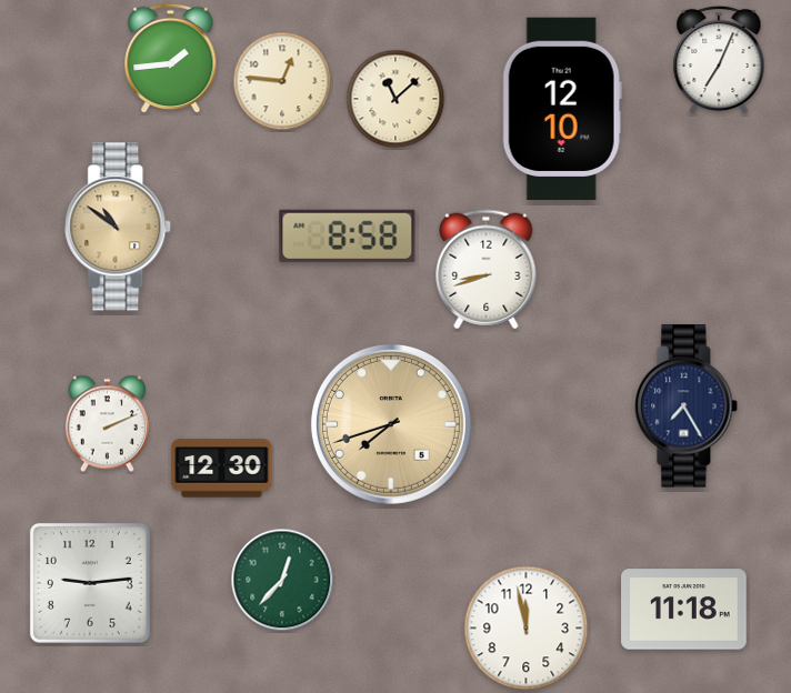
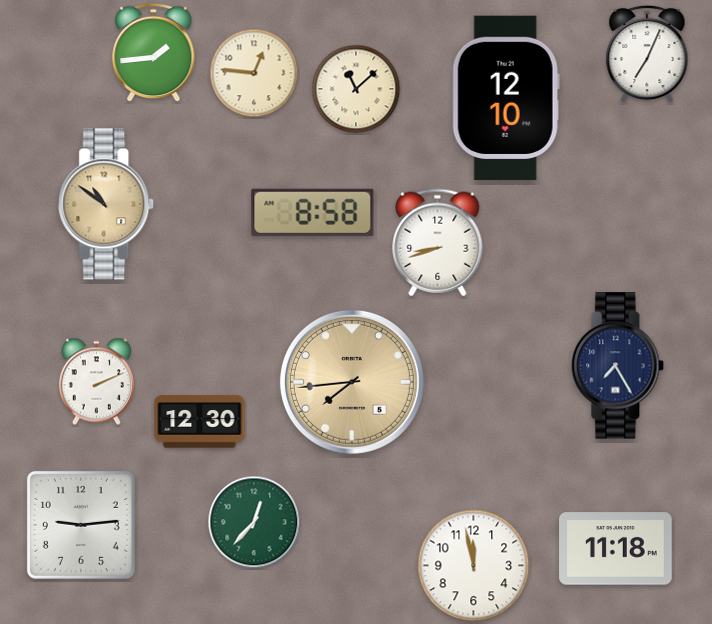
clock at (391, 424): 7:42 -> 7:44
